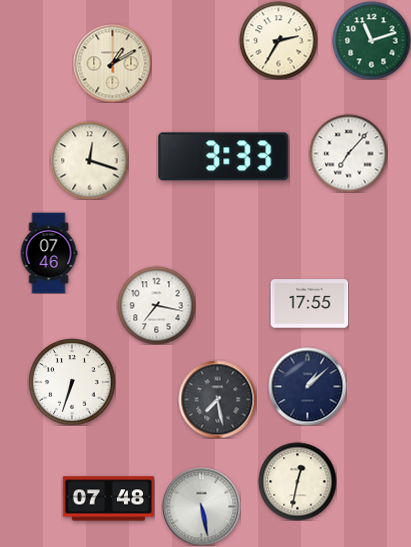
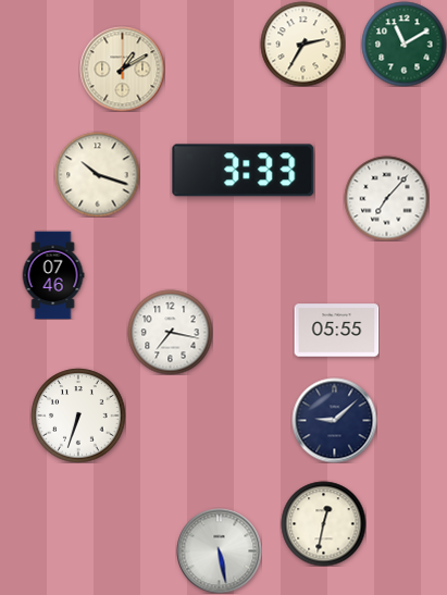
clock at (371, 40): 11:12 -> 11:10
clock at (348, 153) position: (348, 153) -> (386, 198)
clock at (89, 160): 12:18 -> 10:18
clock at (309, 304): 17:55 -> 05:55
clock at (307, 386): 1:08 -> 9:08
clock at (217, 399): 7:28 -> none
clock at (108, 499): 07:48 -> none
